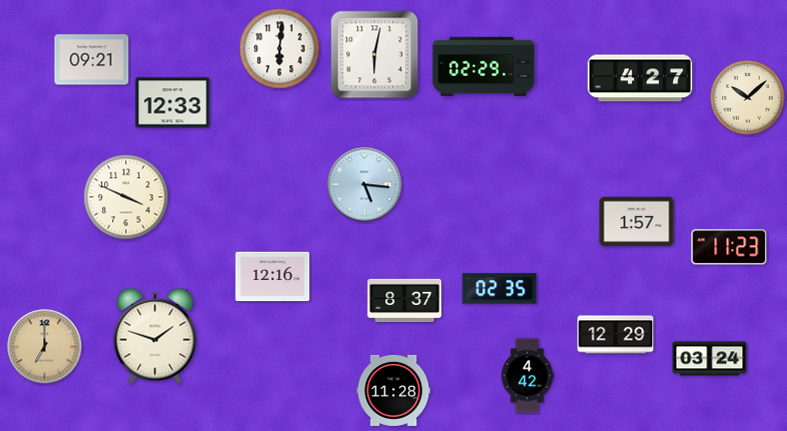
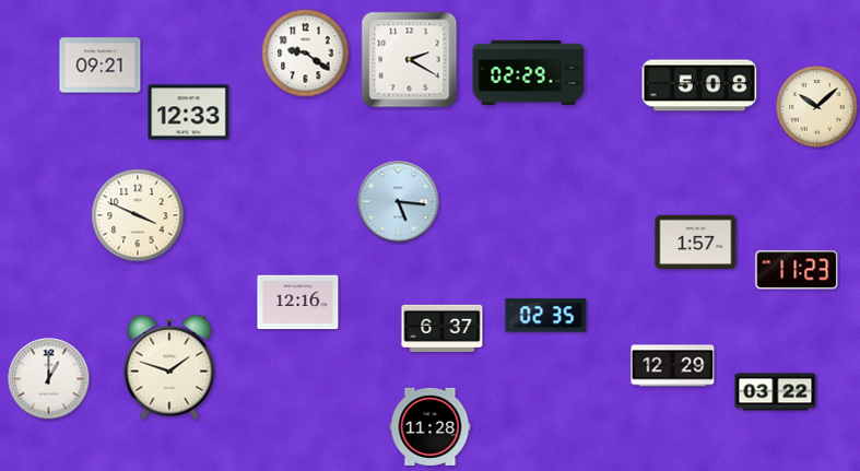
clock at (280, 49): 6:01 -> 9:21
clock at (375, 55): 6:02 -> 2:20
clock at (640, 78): 4:27 -> 5:08
clock at (405, 300): 8:37 -> 6:37
clock at (45, 347): 7:00 -> 1:00
clock at (45, 347) dial: champagne -> white
clock at (710, 359): 03:24 -> 03:22
clock at (527, 376): 4:42 -> none
